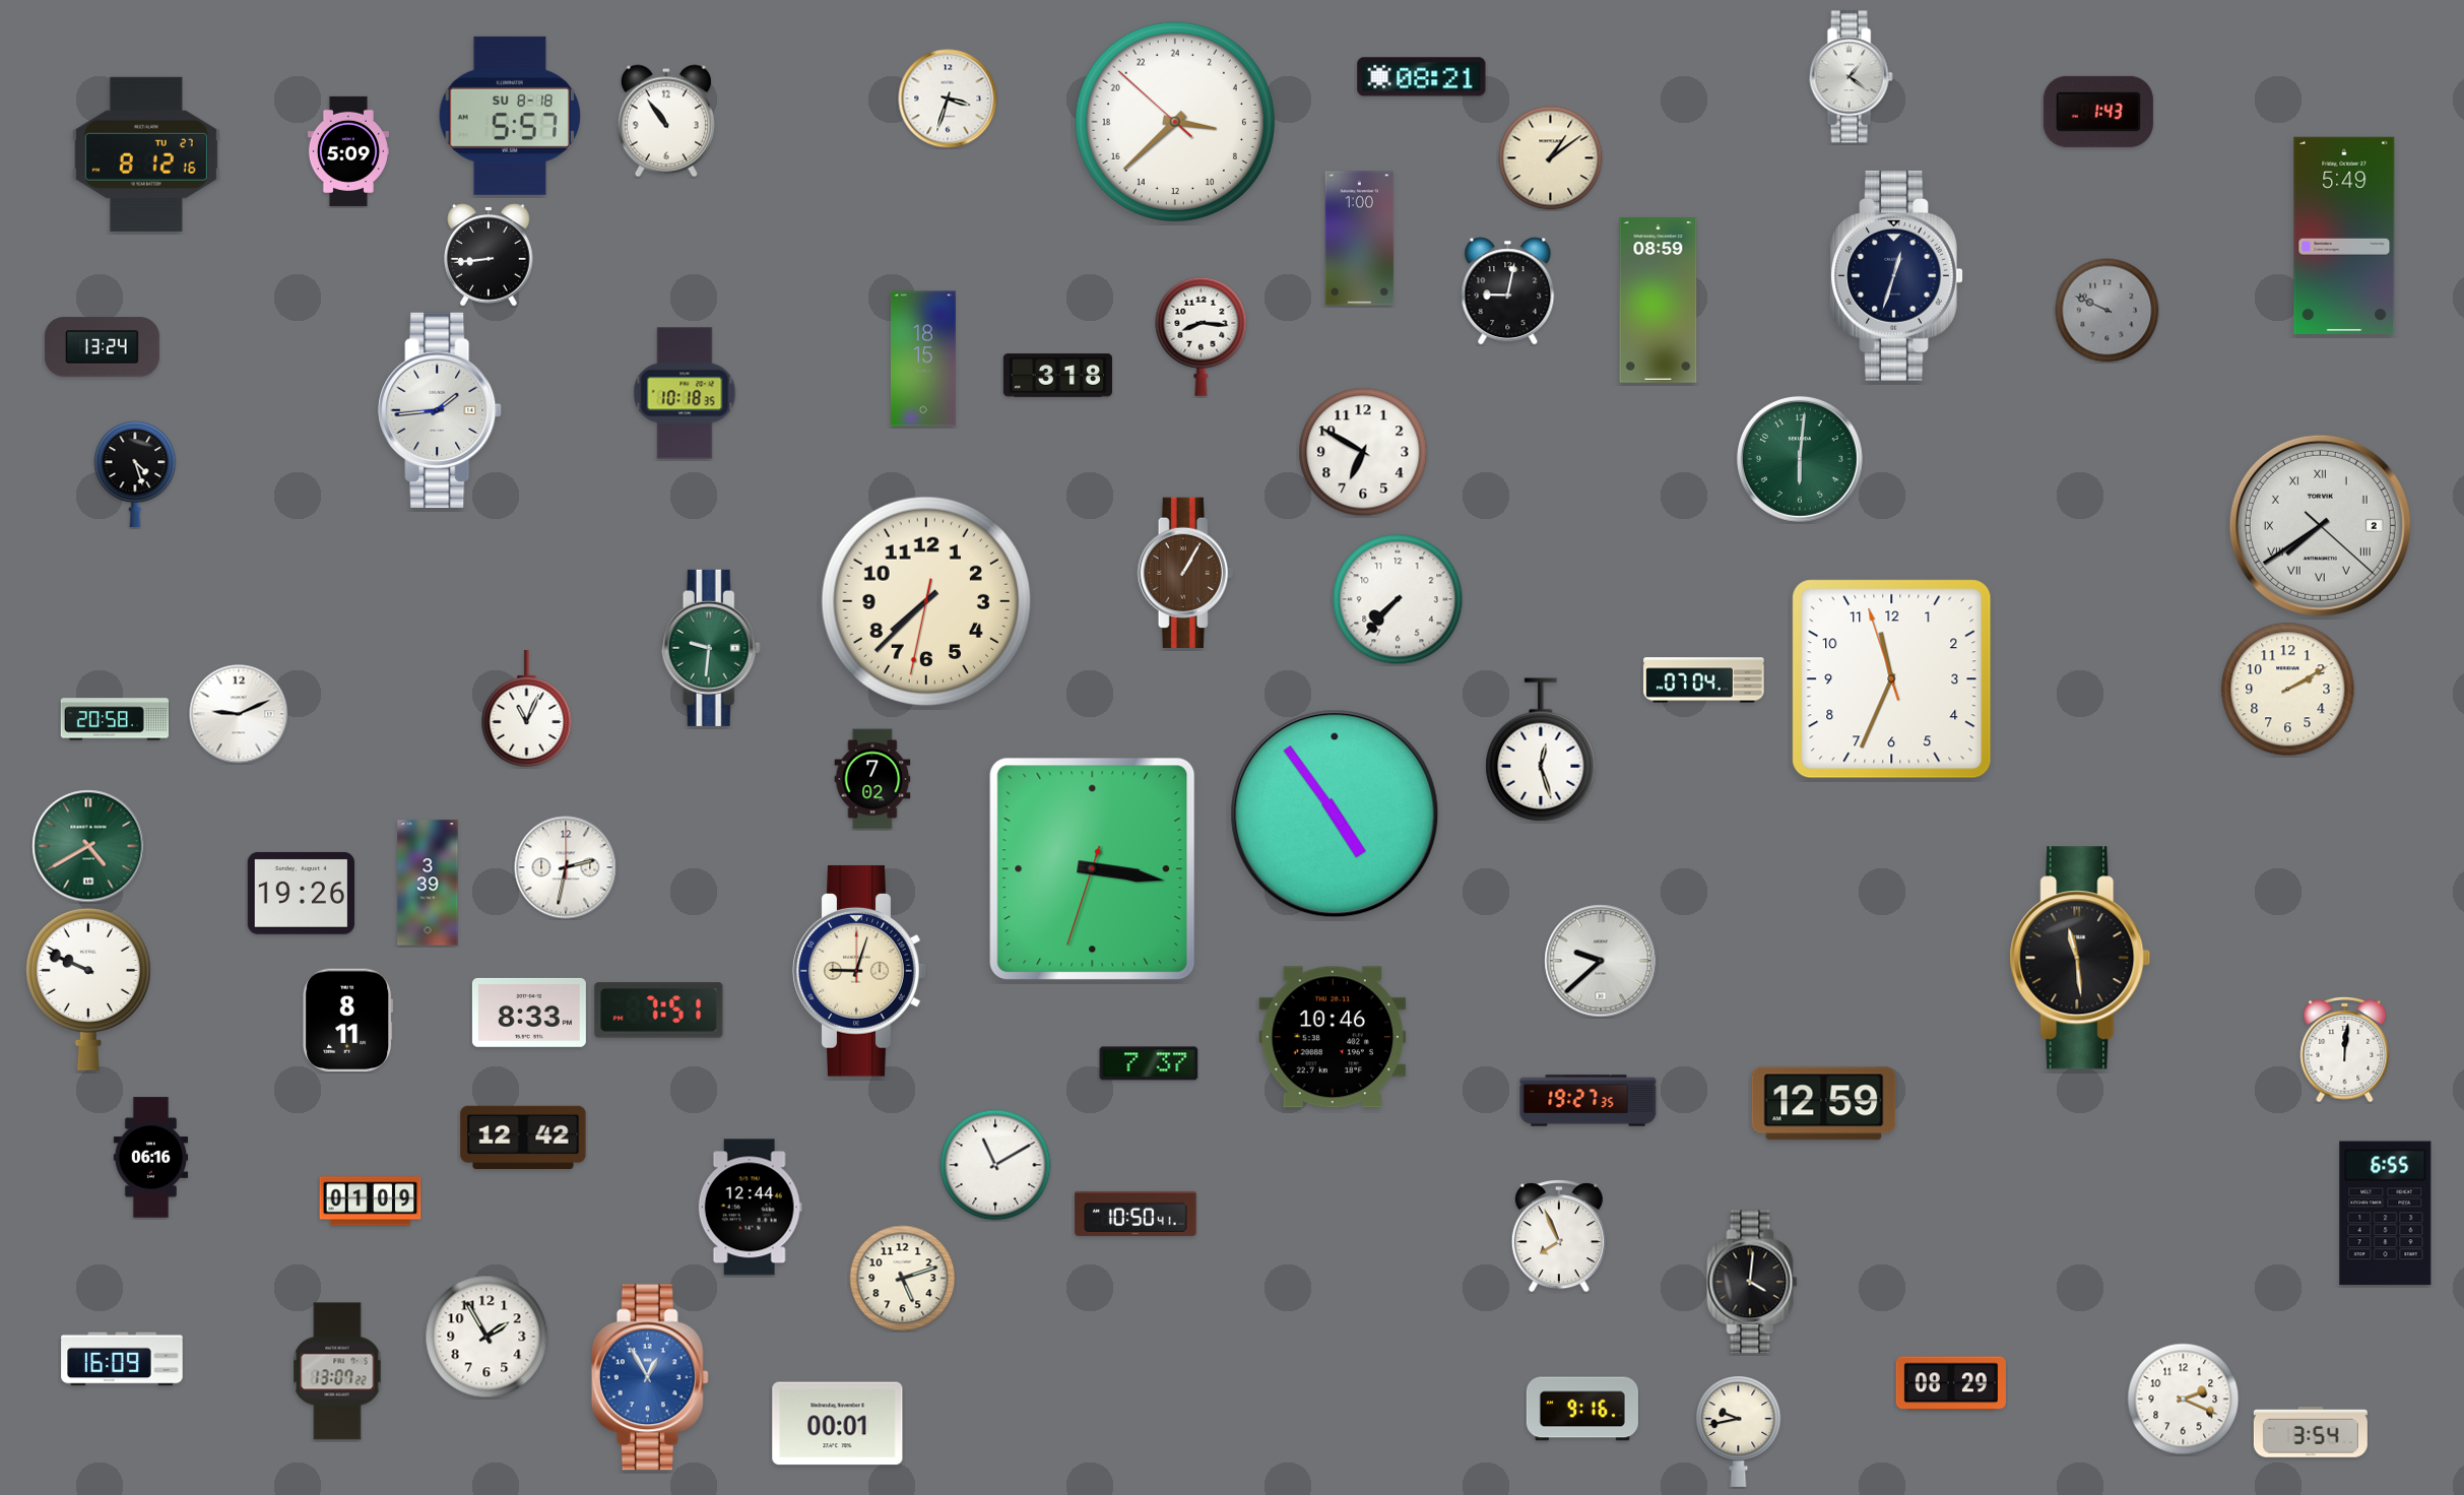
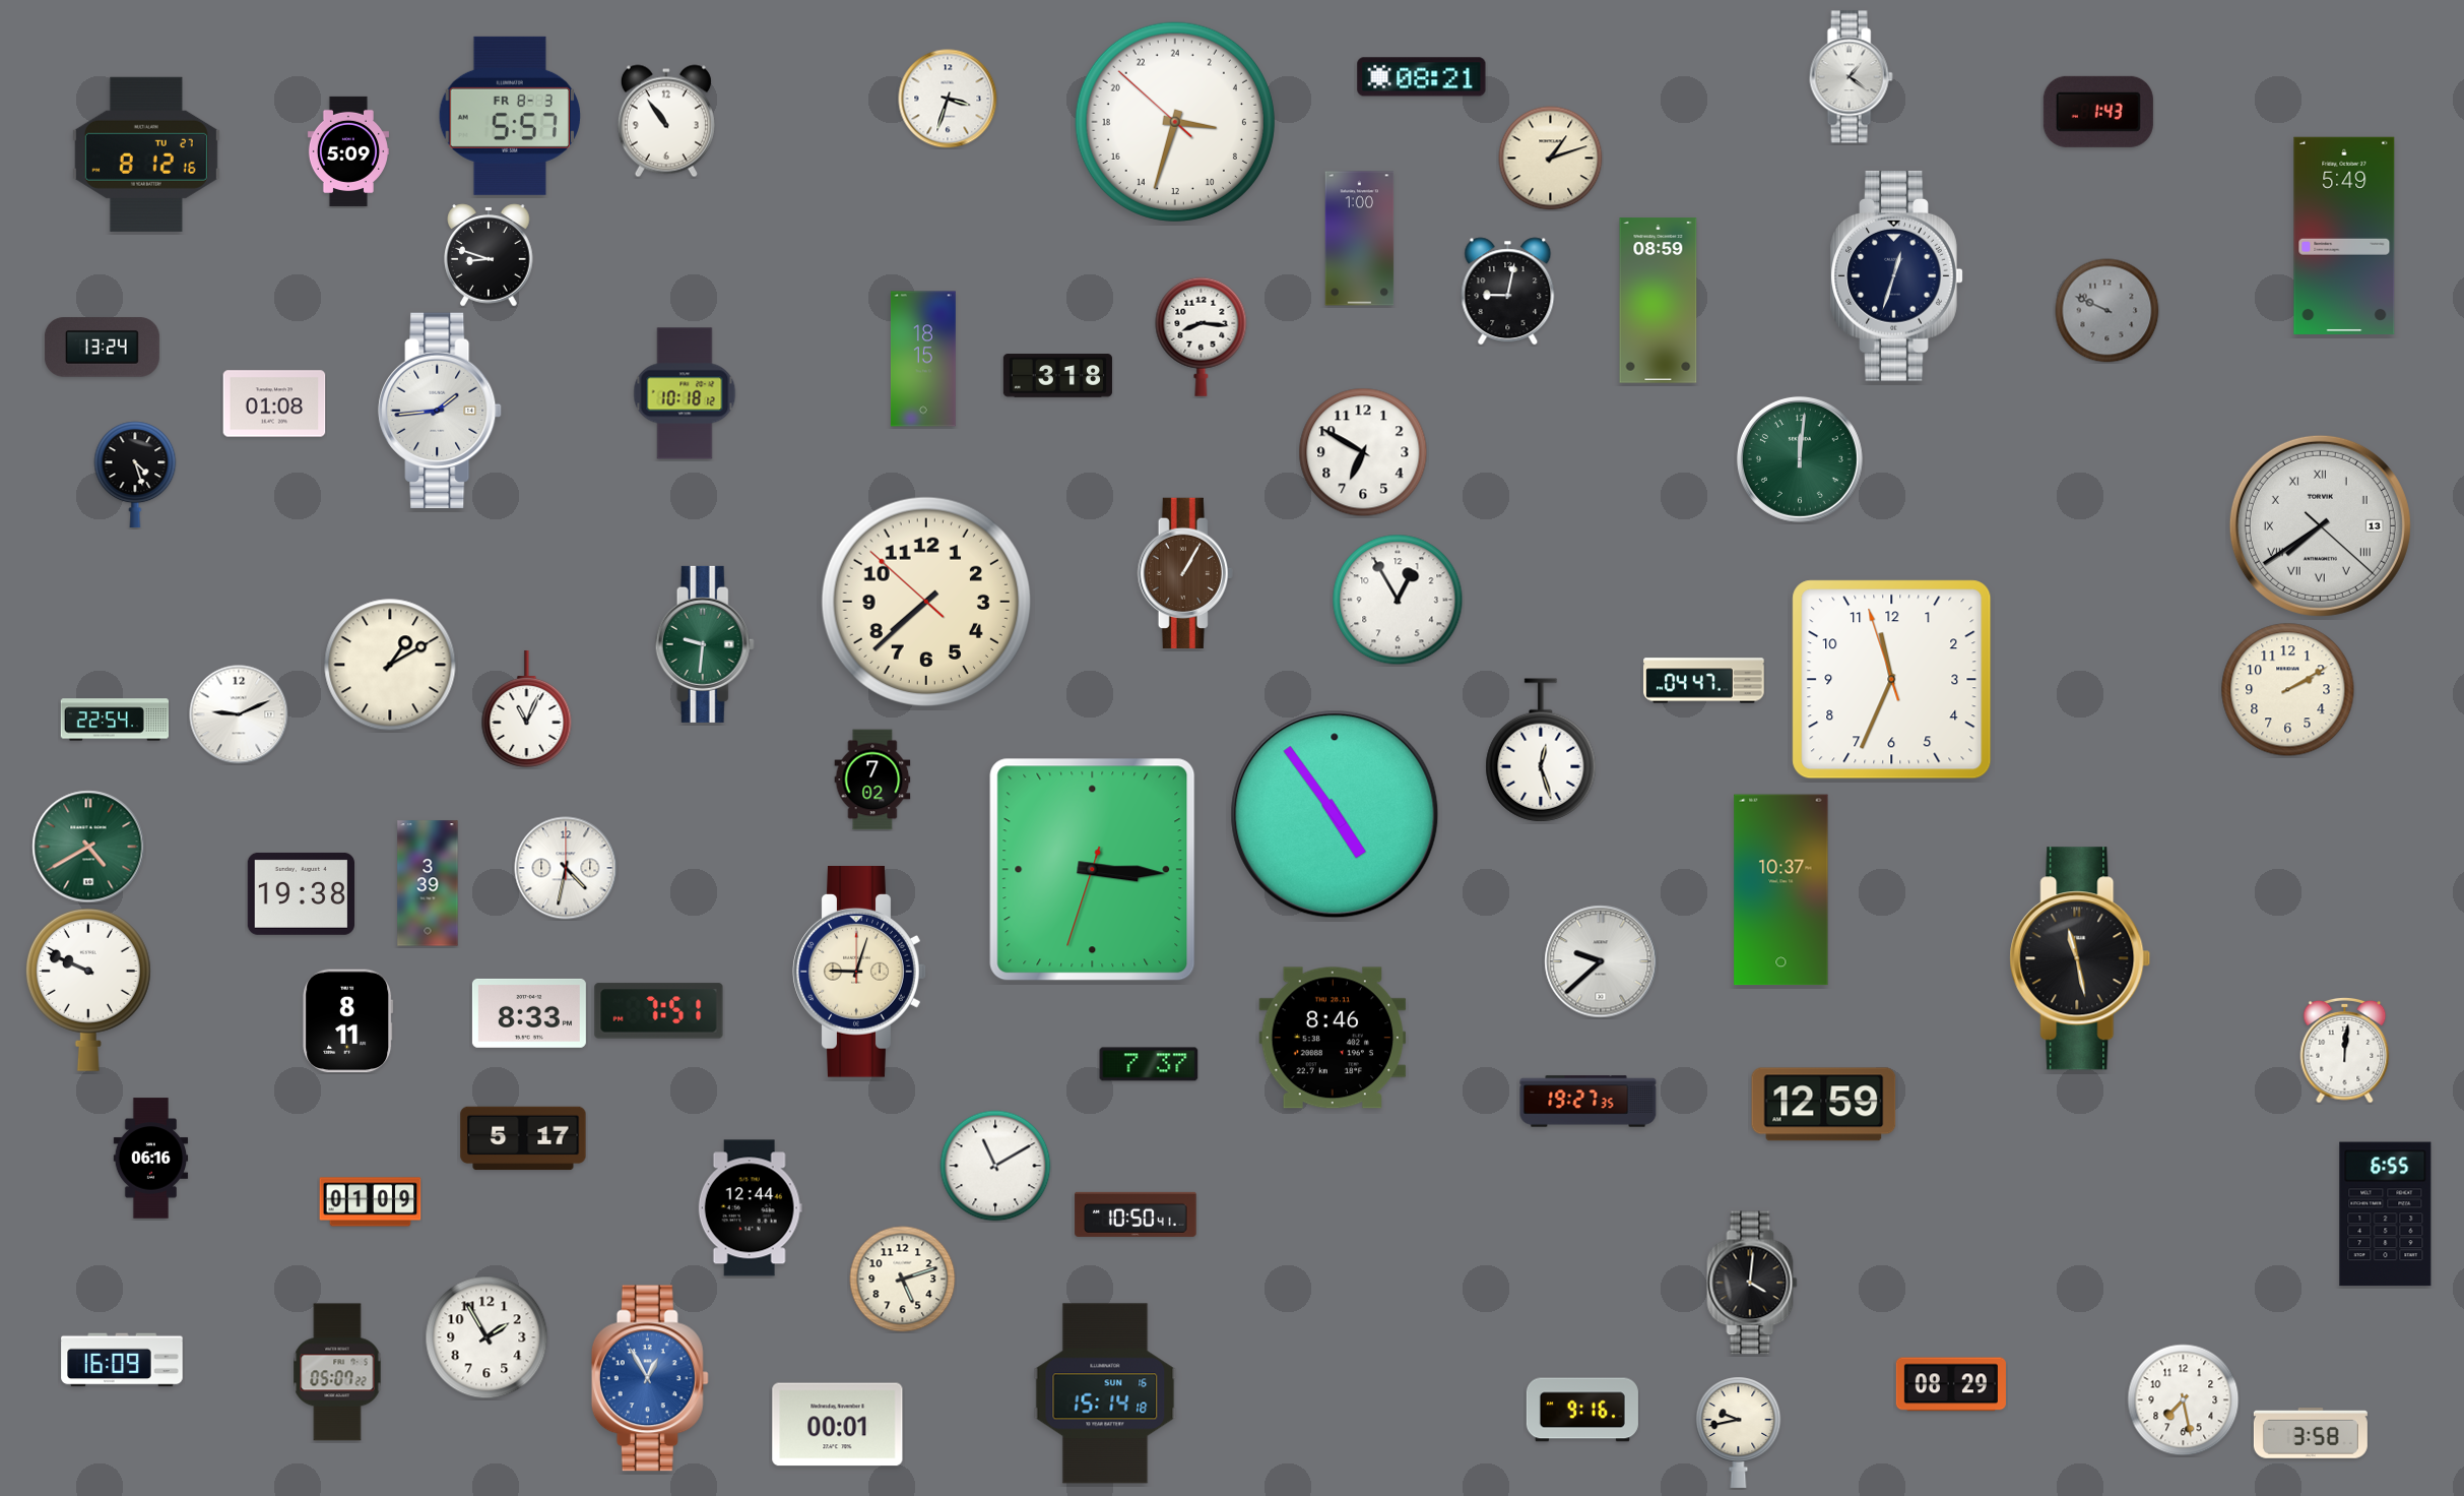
clock at (509, 116) date: SU 8-18 -> FR 8-3
clock at (1175, 122): 6:37 -> 6:32
clock at (1551, 158): 1:09 -> 1:12
clock at (489, 255): 8:44 -> 8:48
clock at (685, 393): 10:18:35 -> 10:18:12
clock at (274, 403): none -> 01:08
clock at (1800, 459): 6:01 -> 12:01
clock at (2320, 525) date: 2 -> 13
clock at (1398, 599): 7:37 -> 12:55
clock at (926, 601): 7:37:32 -> 7:37:52
clock at (711, 648) position: (711, 648) -> (705, 644)
clock at (390, 665): none -> 1:10
clock at (1704, 680): 07:04 -> 04:47
clock at (114, 719): 20:58 -> 22:54
clock at (566, 867): 2:32 -> 4:32
clock at (1093, 869): 3:16 -> 3:15
clock at (1781, 890): none -> 10:37
clock at (301, 894): 19:26 -> 19:38
clock at (2080, 958): 11:29 -> 11:28
clock at (1333, 1037): 10:46 -> 8:46
clock at (523, 1137): 12:42 -> 5:17
clock at (1559, 1236): 7:56 -> none
clock at (337, 1371): 13:07 -> 05:07
clock at (1105, 1393): none -> 15:14
clock at (2184, 1400): 2:19 -> 7:28
clock at (2311, 1433): 3:54 -> 3:58
